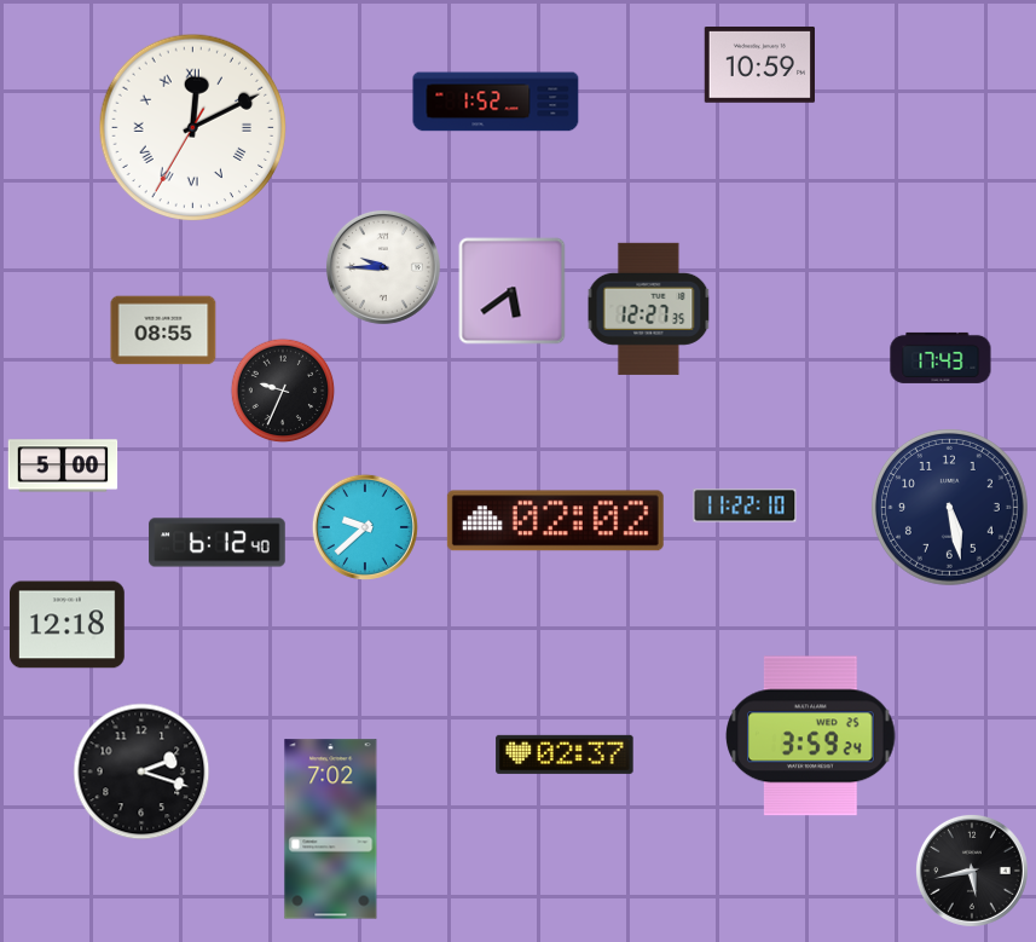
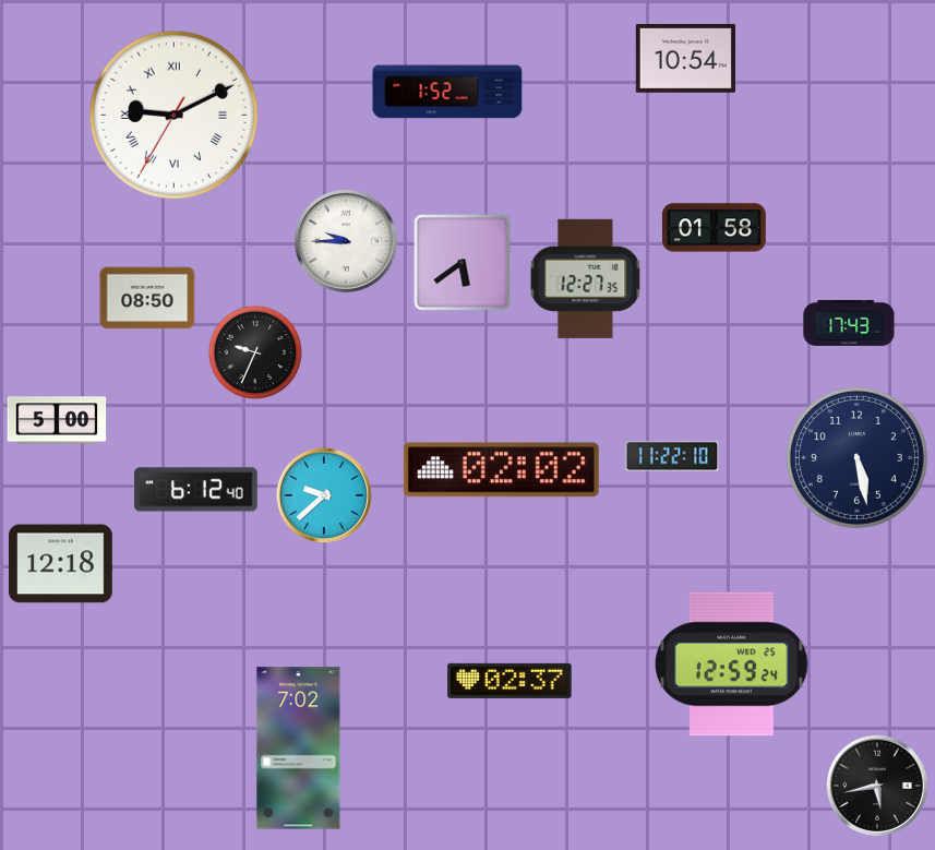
clock at (759, 65): 10:59 -> 10:54
clock at (193, 128): 12:10 -> 9:10
clock at (715, 228): none -> 01:58
clock at (163, 330): 08:55 -> 08:50
clock at (365, 527) position: (365, 527) -> (324, 495)
clock at (811, 736): 3:59 -> 12:59
clock at (141, 771): 2:18 -> none
